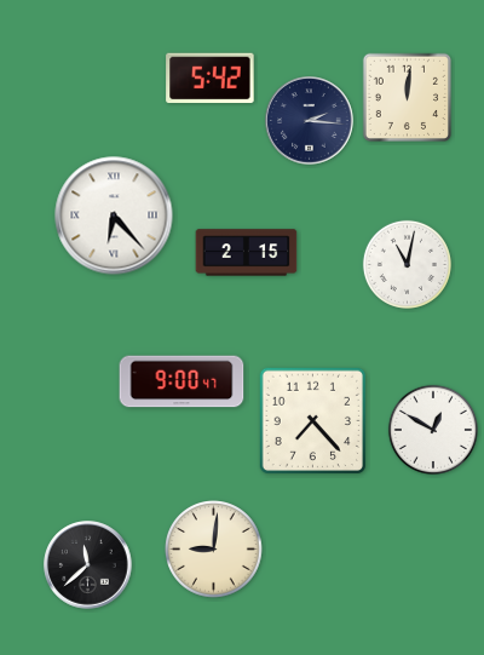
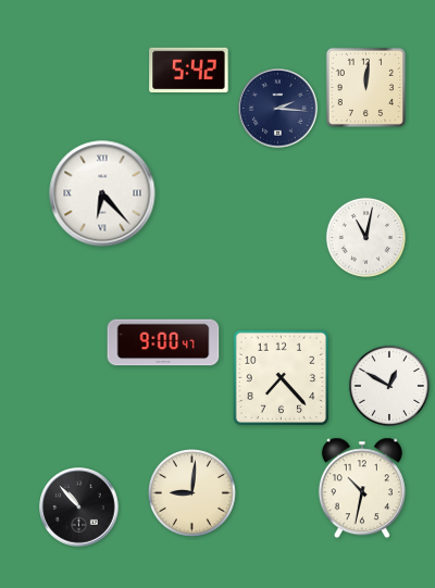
clock at (247, 253): 2:15 -> none
clock at (362, 488): none -> 10:32
clock at (88, 565): 11:38 -> 10:53
